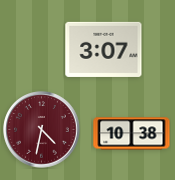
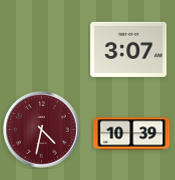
clock at (104, 49) position: (104, 49) -> (129, 49)
clock at (132, 134): 10:38 -> 10:39
